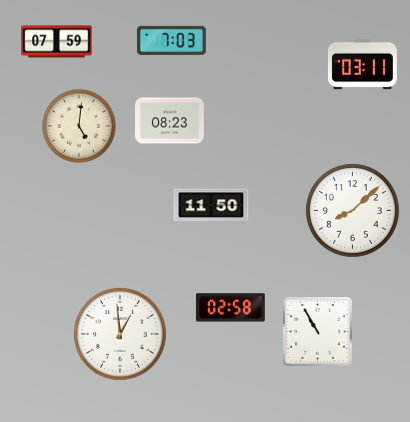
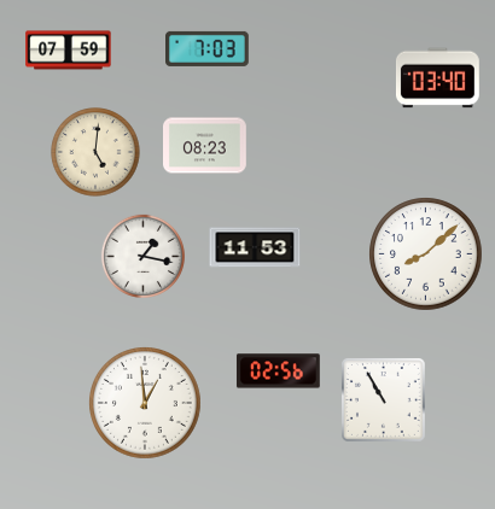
clock at (362, 65): 03:11 -> 03:40
clock at (211, 205): 11:50 -> 11:53
clock at (142, 256): none -> 1:17
clock at (230, 308): 02:58 -> 02:56
